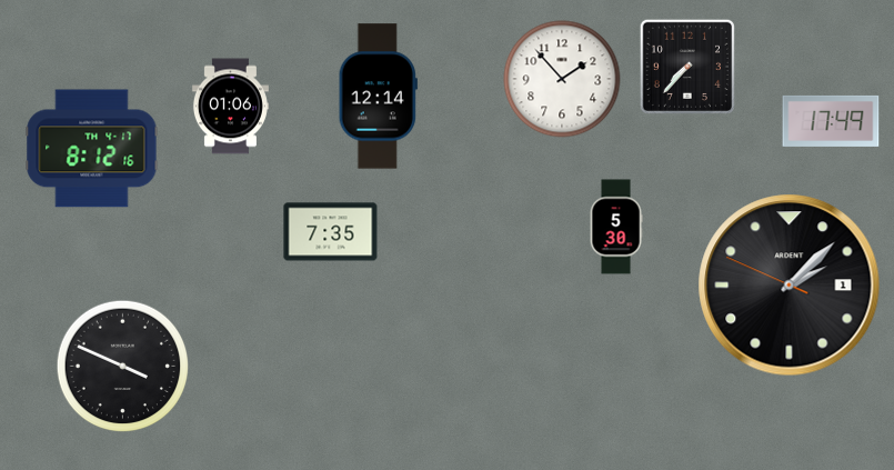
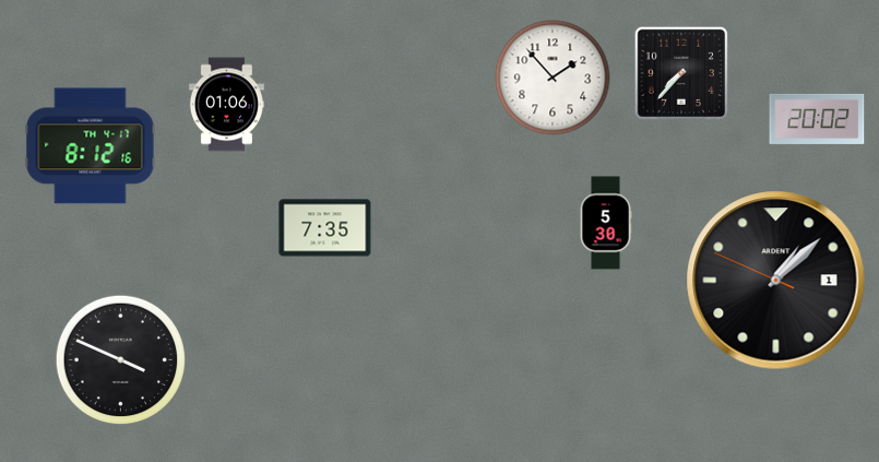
clock at (687, 67) position: (687, 67) -> (681, 73)
clock at (378, 97): 12:14 -> none
clock at (831, 121): 17:49 -> 20:02
clock at (790, 286): 2:07 -> 1:07
